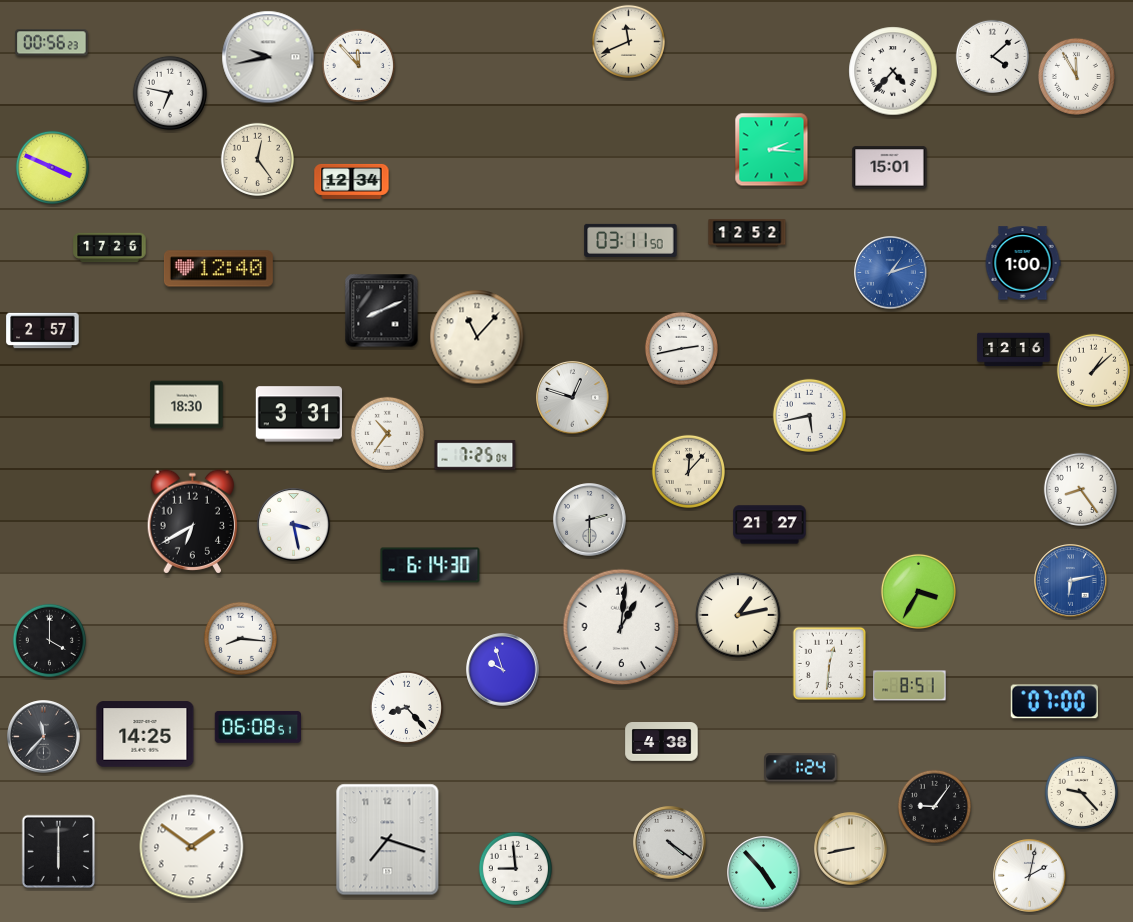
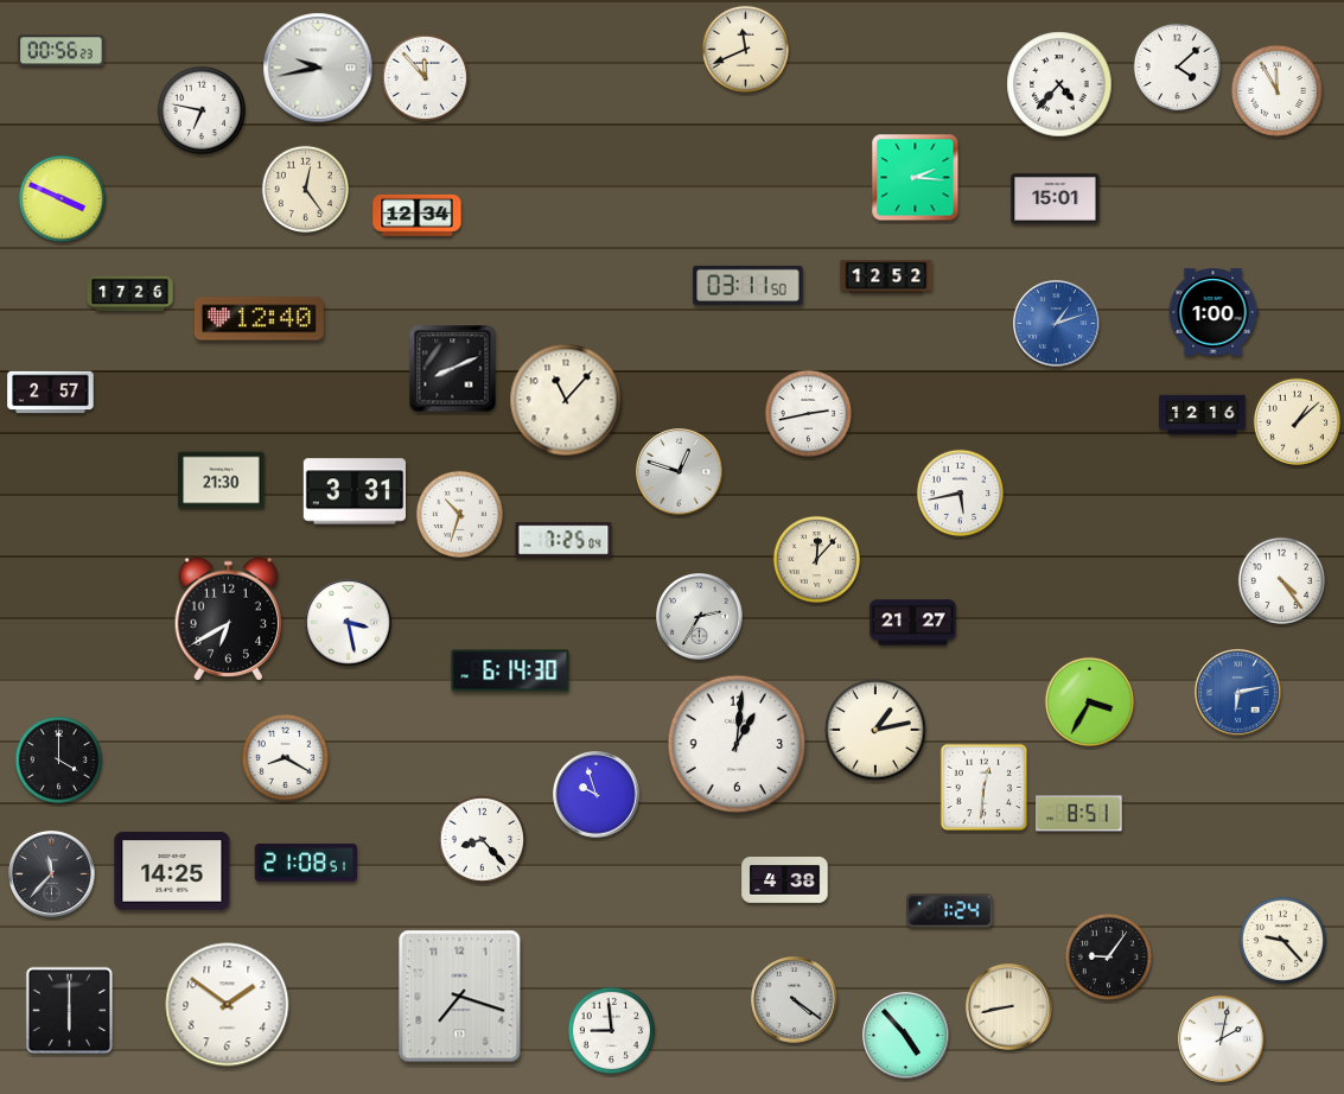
clock at (1093, 370) position: (1093, 370) -> (1297, 421)
clock at (187, 405): 18:30 -> 21:30
clock at (387, 433): 10:36 -> 10:33
clock at (1080, 489): 8:24 -> 4:24
clock at (590, 520): 2:30 -> 2:35
clock at (1071, 581) position: (1071, 581) -> (1238, 693)
clock at (240, 638): 8:16 -> 8:20
clock at (1054, 702): 07:00 -> none
clock at (257, 727): 06:08 -> 21:08
